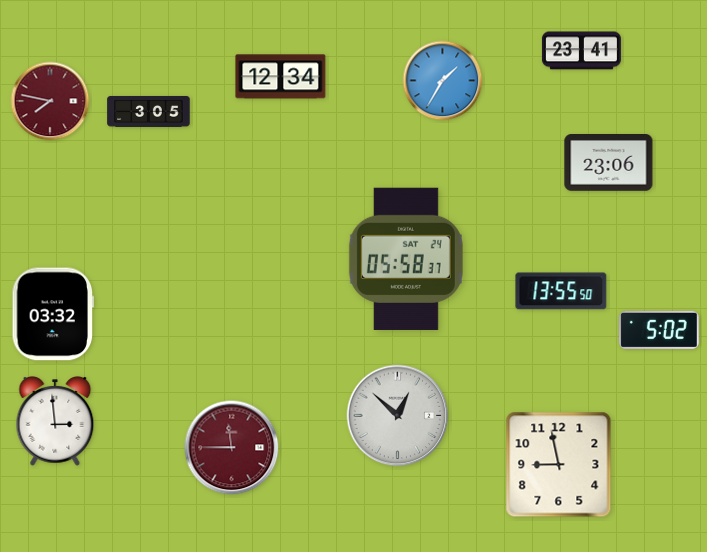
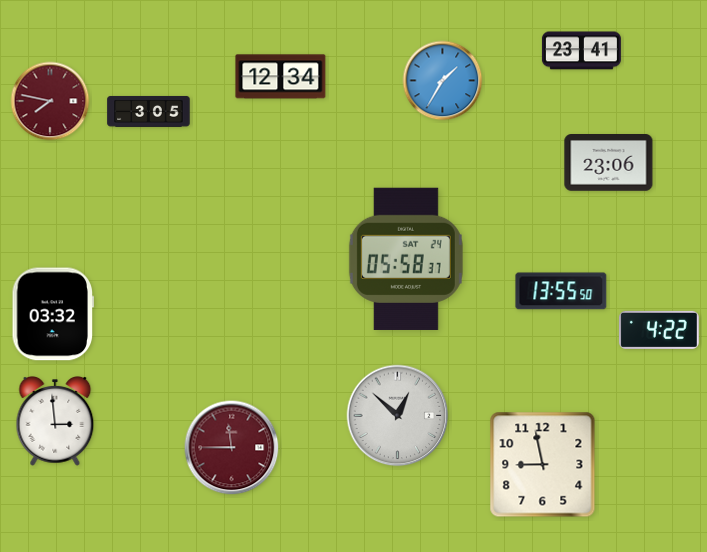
clock at (659, 330): 5:02 -> 4:22
clock at (559, 465) position: (559, 465) -> (543, 465)
